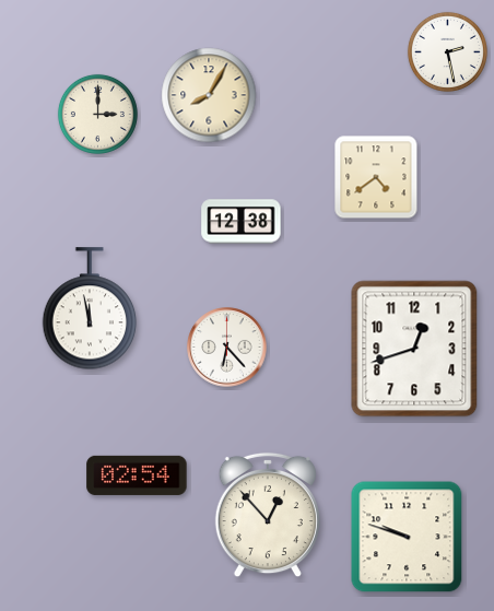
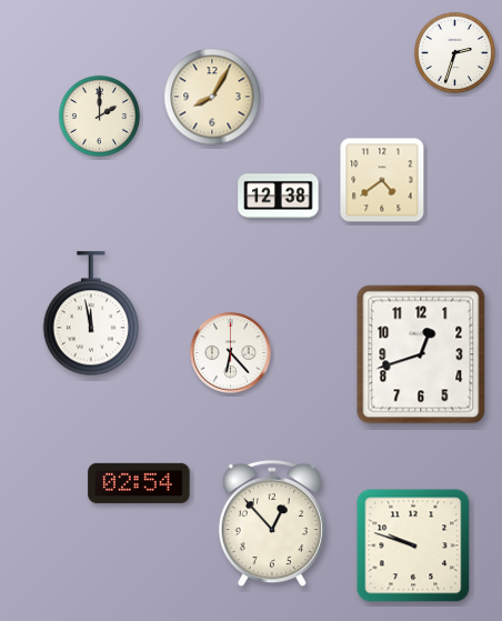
clock at (447, 51): 2:28 -> 2:33
clock at (97, 114): 3:00 -> 2:00
clock at (242, 222) position: (242, 222) -> (279, 197)
